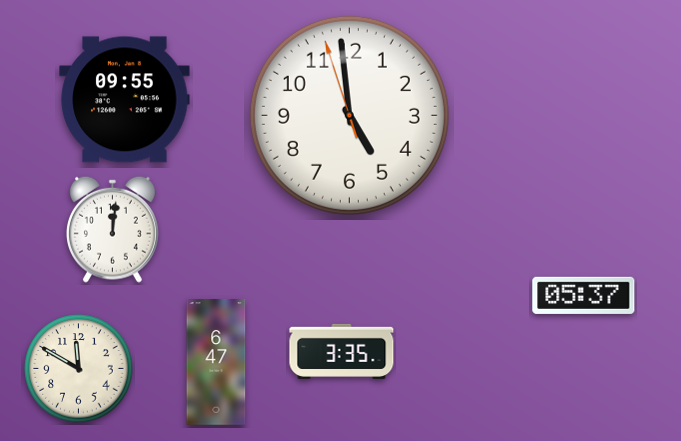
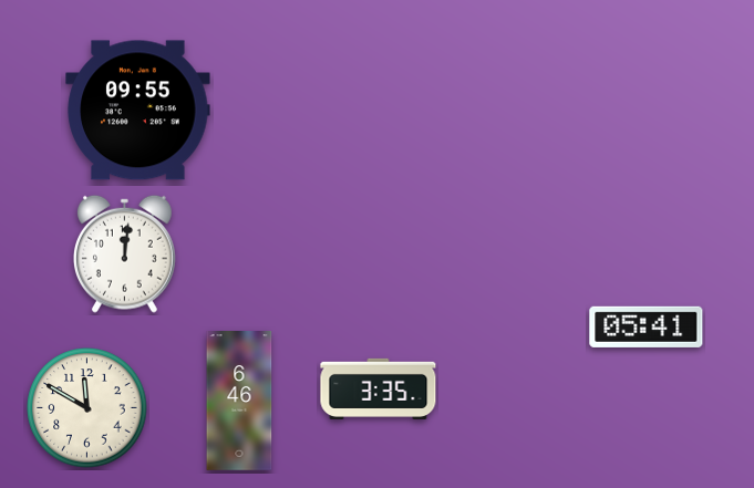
clock at (349, 115): 4:58 -> none
clock at (584, 295): 05:37 -> 05:41
clock at (216, 363): 6:47 -> 6:46
